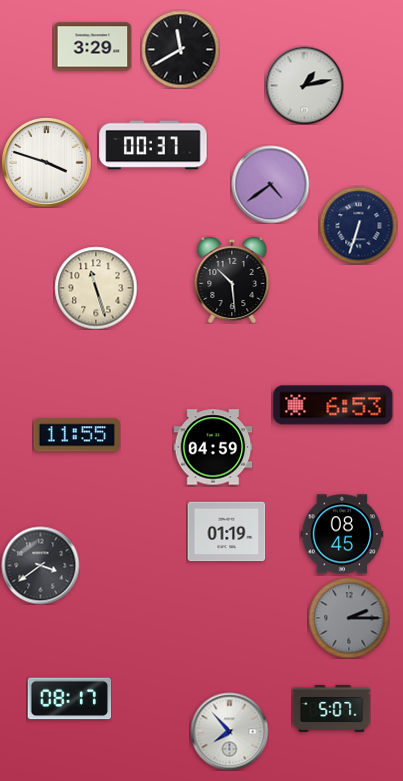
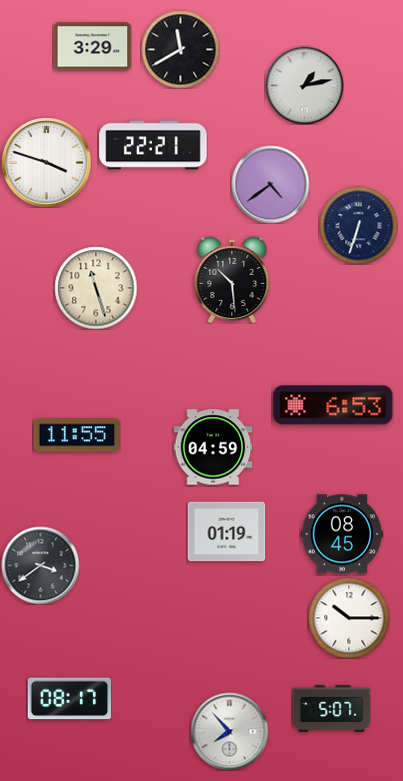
clock at (153, 145): 00:37 -> 22:21
clock at (349, 618): 2:15 -> 10:15
clock at (349, 618) dial: grey -> white
